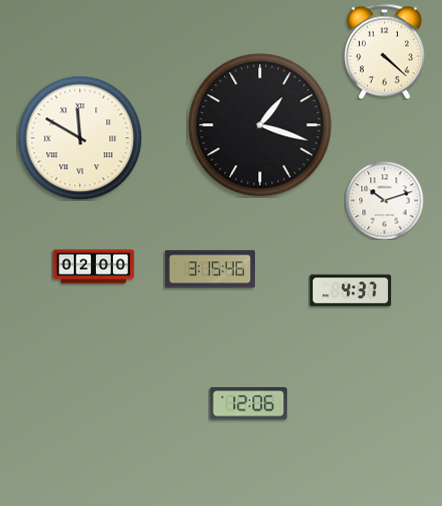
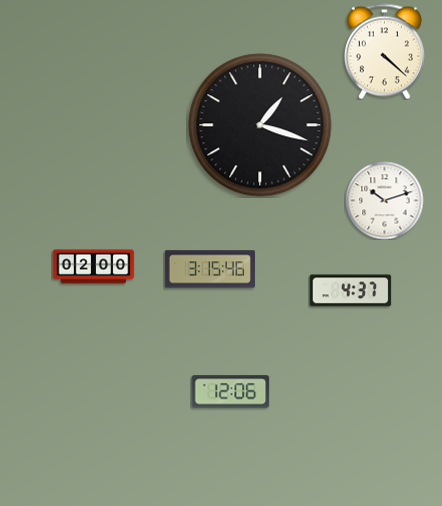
clock at (80, 138): 11:50 -> none
clock at (248, 404) position: (248, 404) -> (230, 392)
